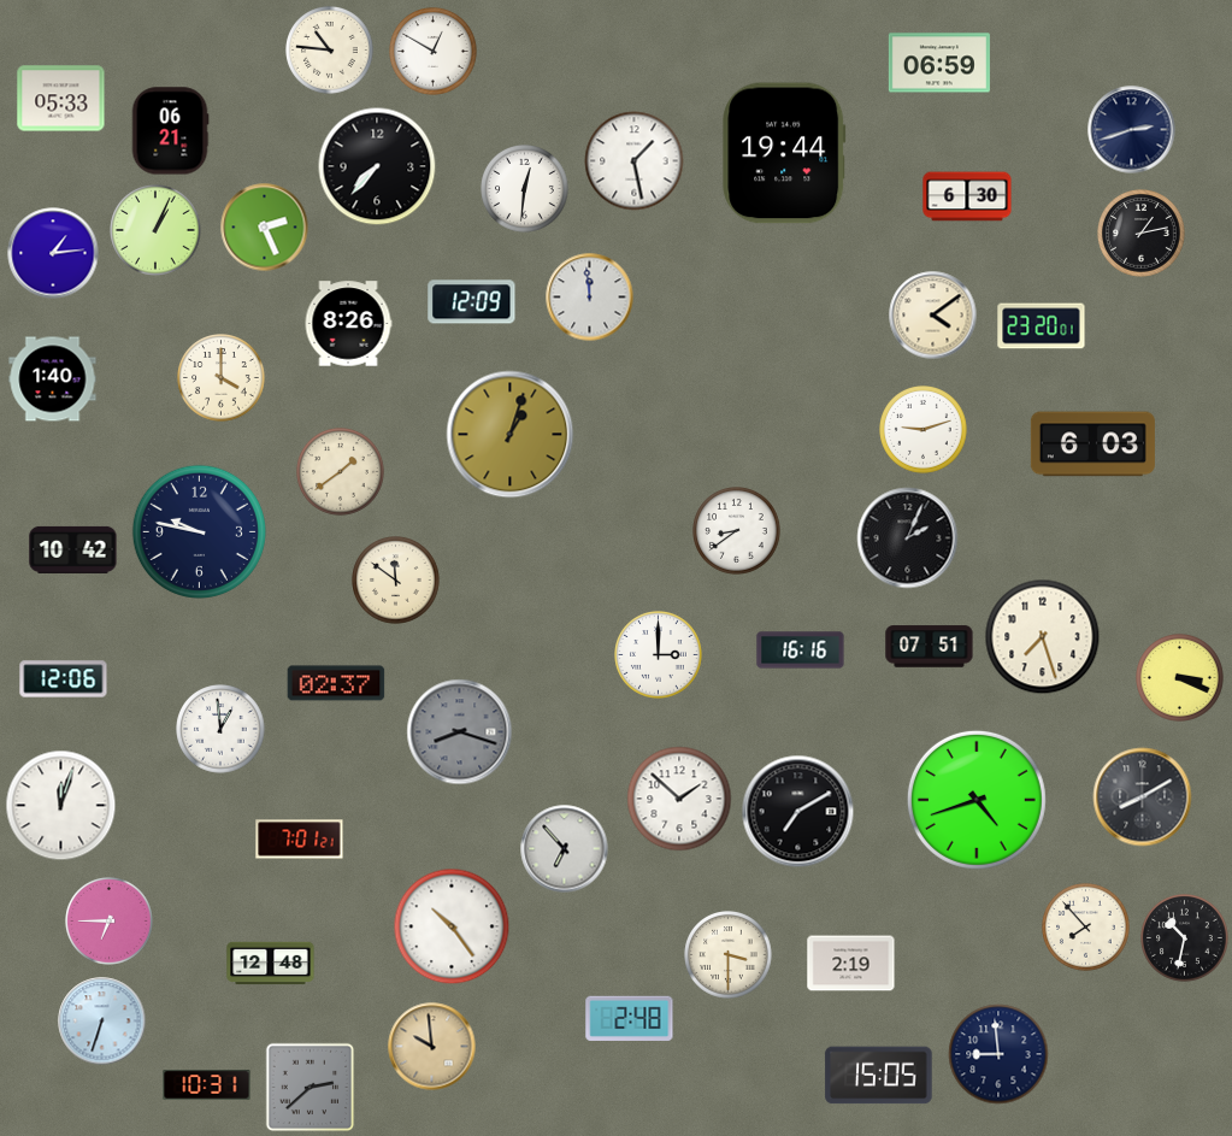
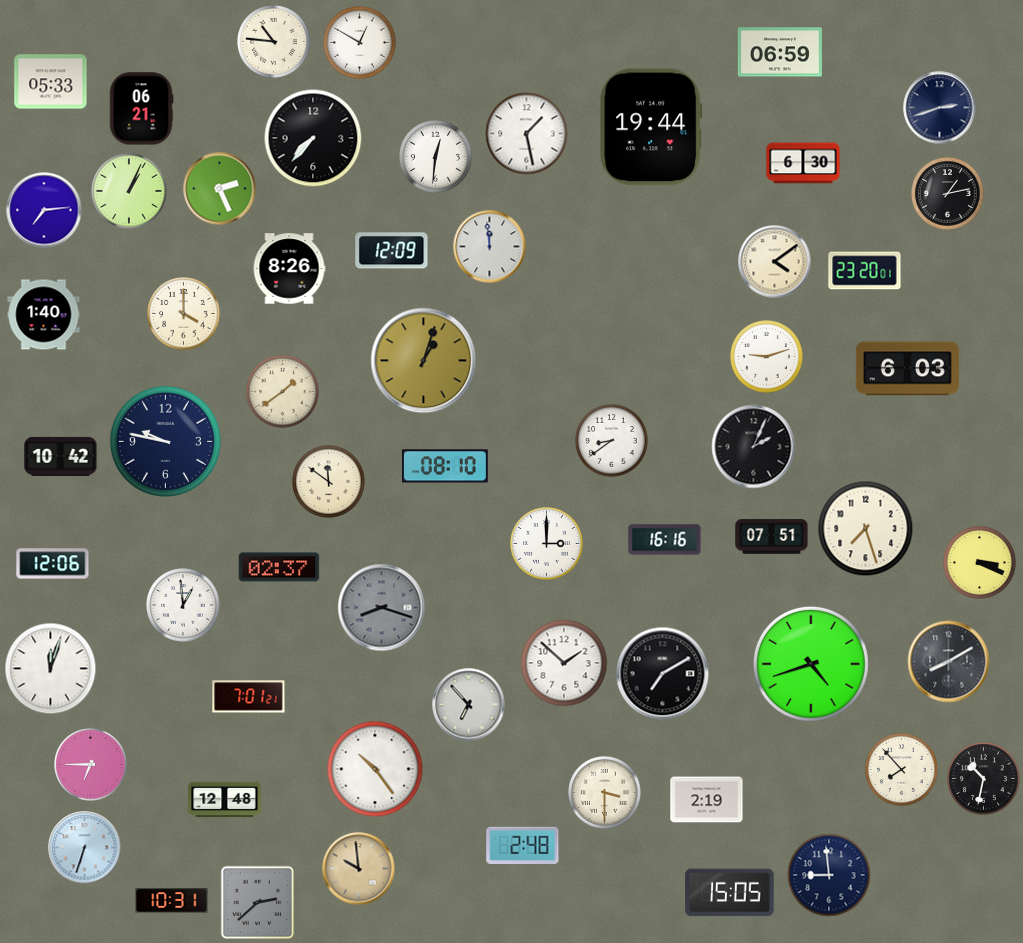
clock at (53, 253): 1:14 -> 7:14
clock at (445, 466): none -> 08:10
